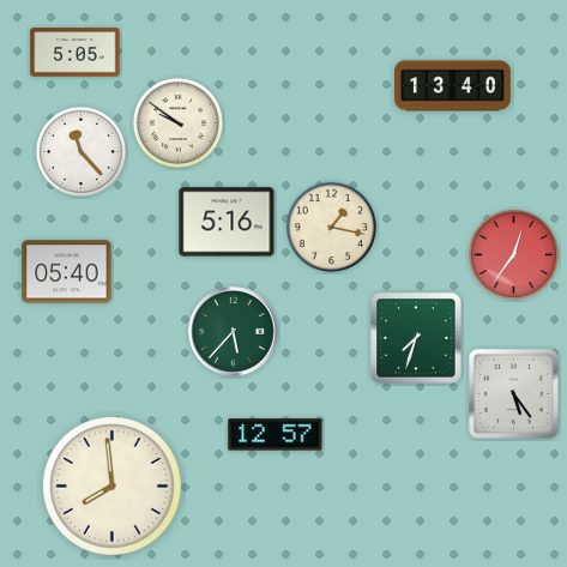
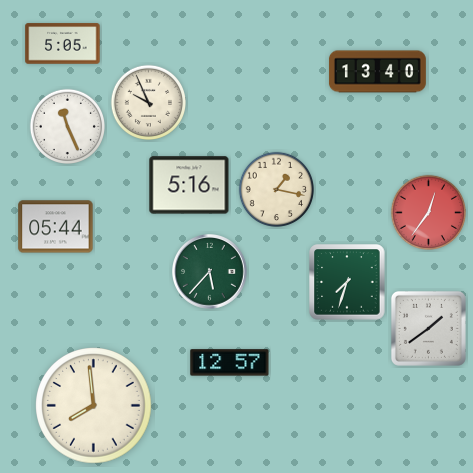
clock at (177, 122): 9:51 -> 9:56
clock at (80, 151): 11:23 -> 11:26
clock at (67, 272): 05:40 -> 05:44
clock at (234, 332) position: (234, 332) -> (210, 272)
clock at (513, 393): 5:24 -> 1:39
